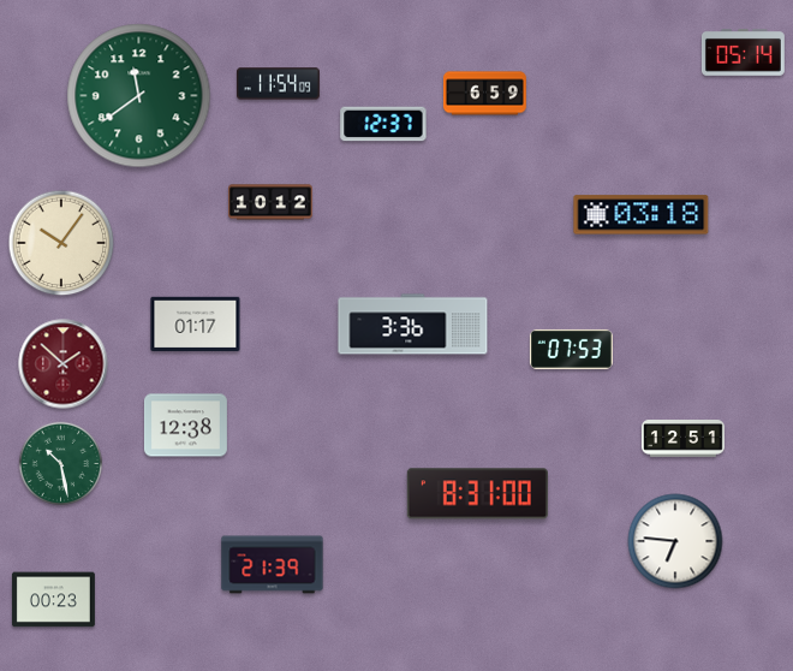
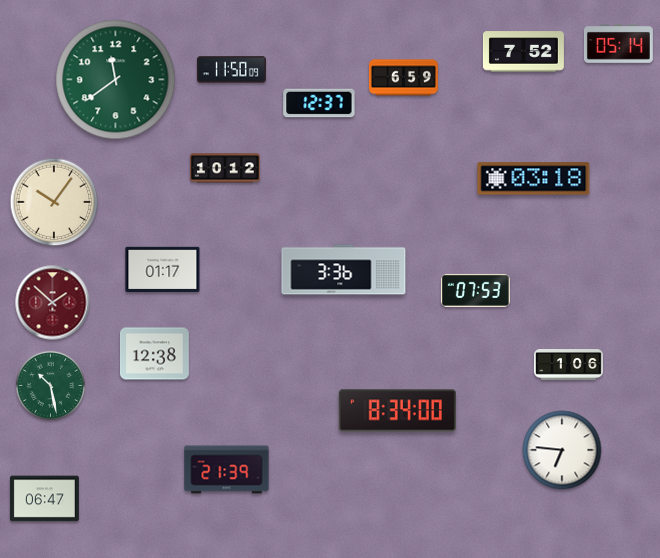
clock at (523, 52): none -> 7:52
clock at (278, 84): 11:54 -> 11:50
clock at (61, 243) position: (61, 243) -> (54, 202)
clock at (682, 439): 12:51 -> 1:06
clock at (477, 494): 8:31 -> 8:34
clock at (53, 600): 00:23 -> 06:47
